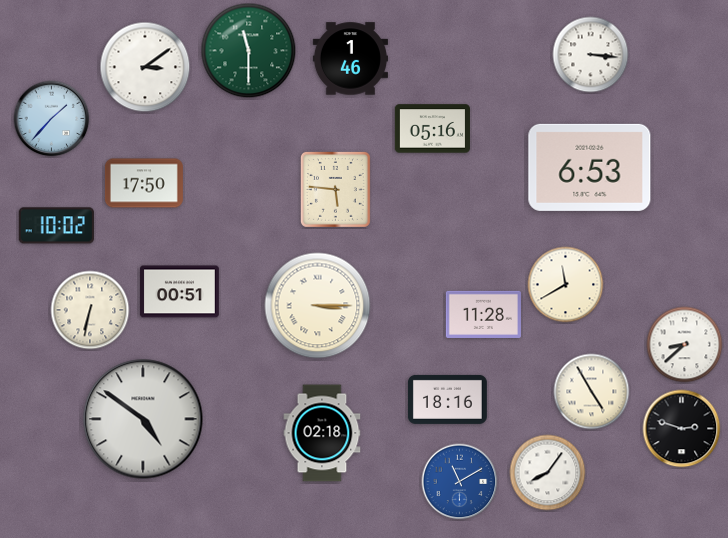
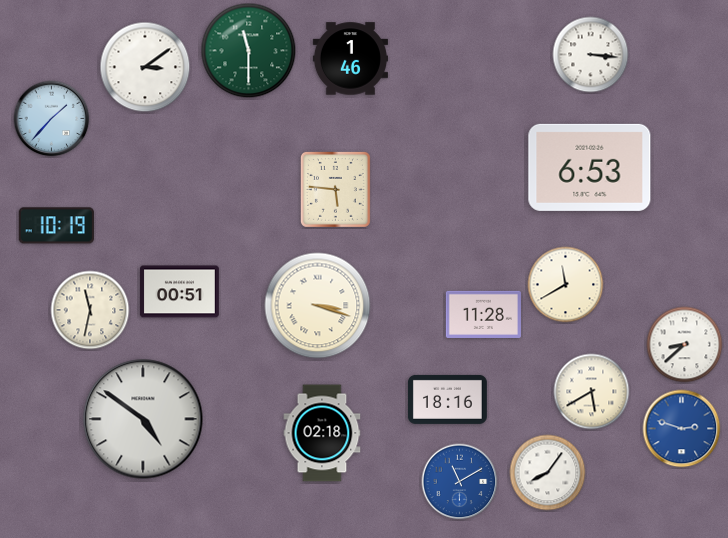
clock at (432, 129): 05:16 -> none
clock at (144, 183): 17:50 -> none
clock at (56, 226): 10:02 -> 10:19
clock at (318, 306): 3:15 -> 3:18
clock at (90, 310): 6:32 -> 11:32
clock at (592, 392): 4:55 -> 5:40
clock at (682, 429) dial: black -> blue
